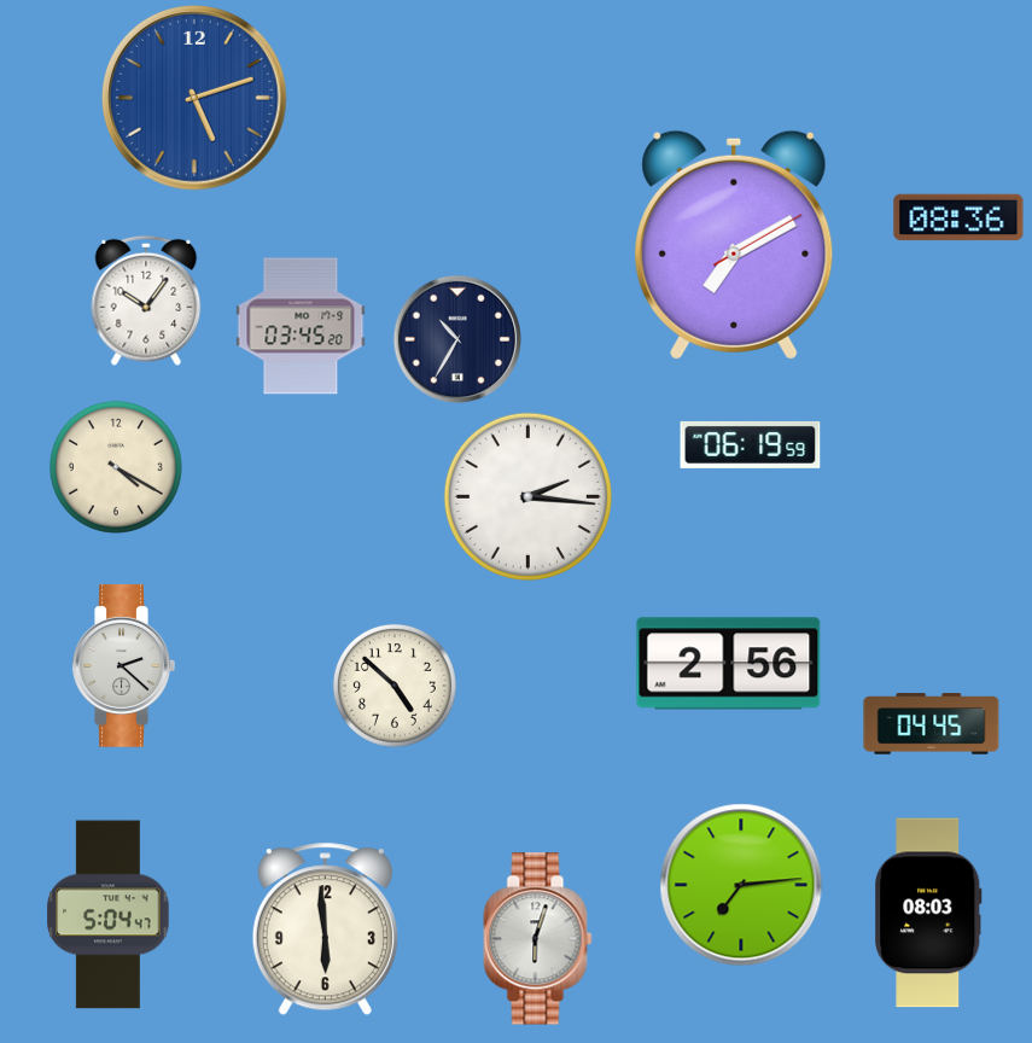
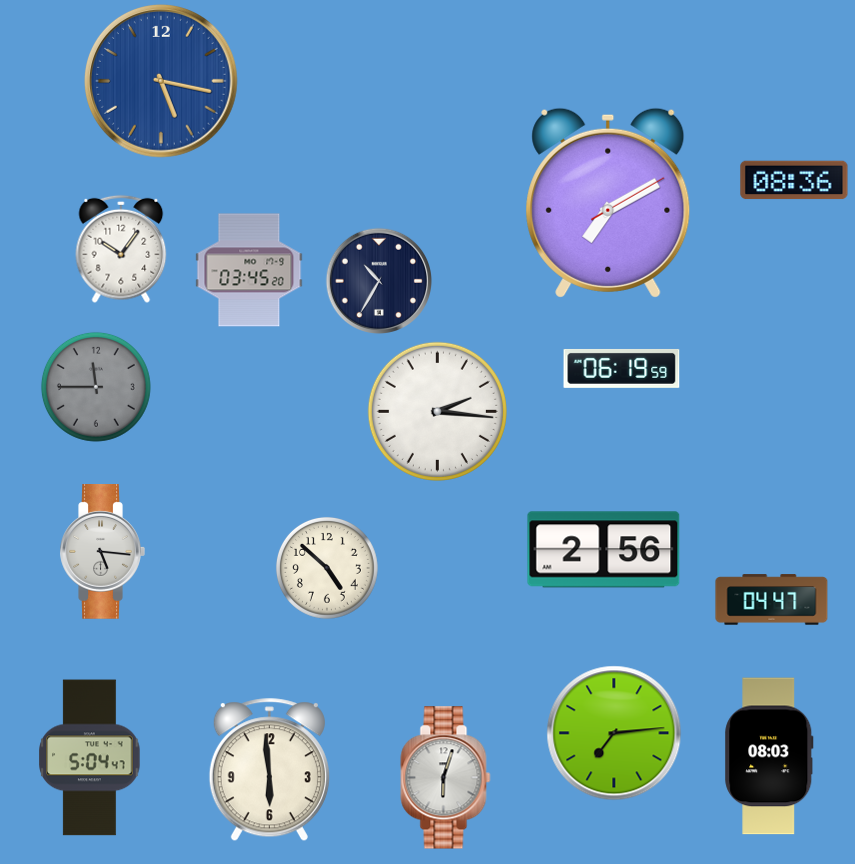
clock at (194, 98): 5:12 -> 5:17
clock at (116, 467): 4:20 -> 11:45
clock at (116, 467) dial: cream -> grey
clock at (123, 666): 2:22 -> 5:16
clock at (932, 724): 04:45 -> 04:47
